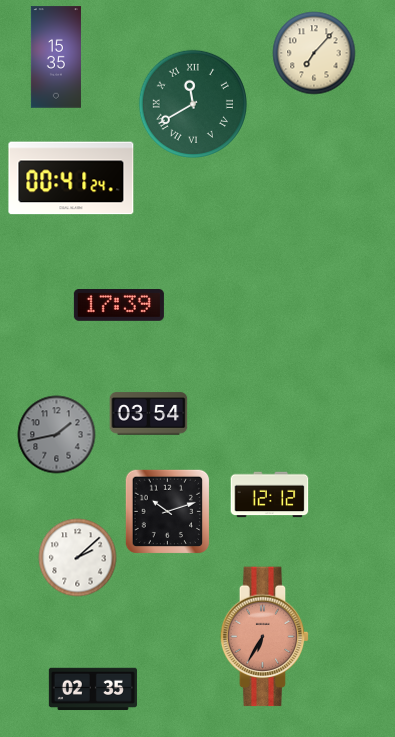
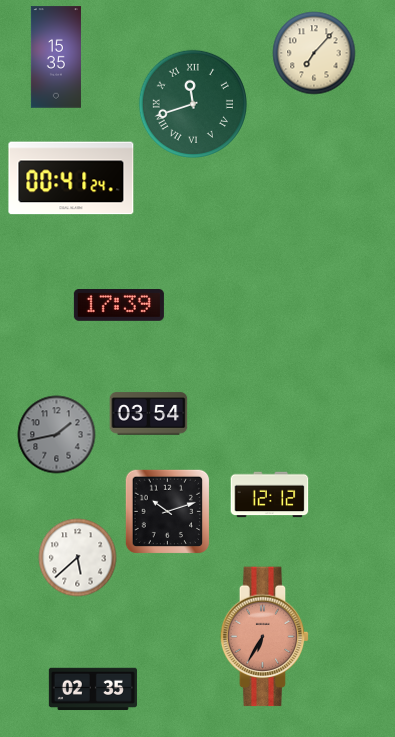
clock at (193, 104): 11:40 -> 11:42
clock at (77, 557): 2:08 -> 5:38
